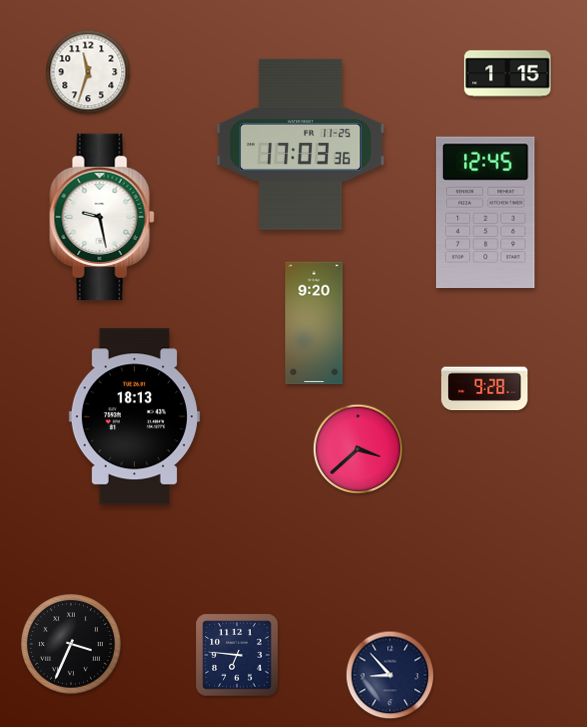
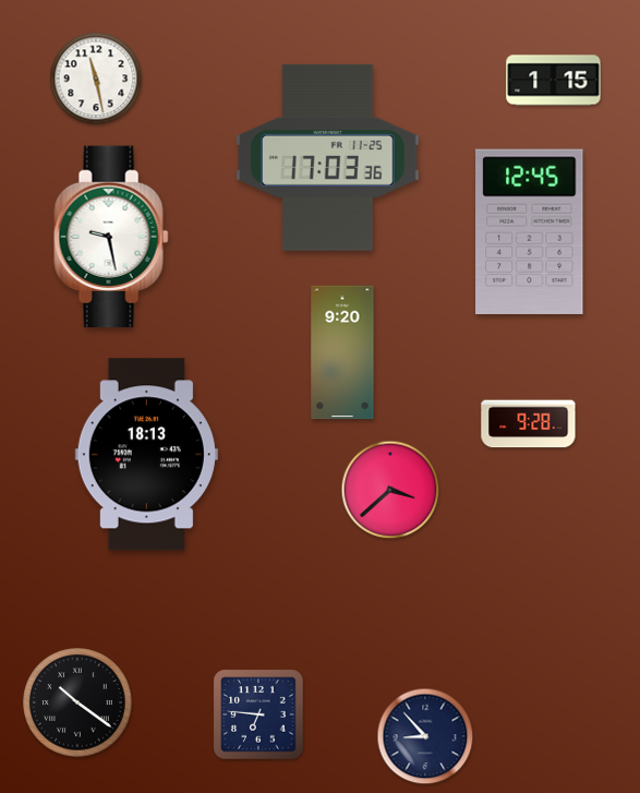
clock at (88, 72): 11:33 -> 11:28
clock at (71, 644): 3:34 -> 10:21
